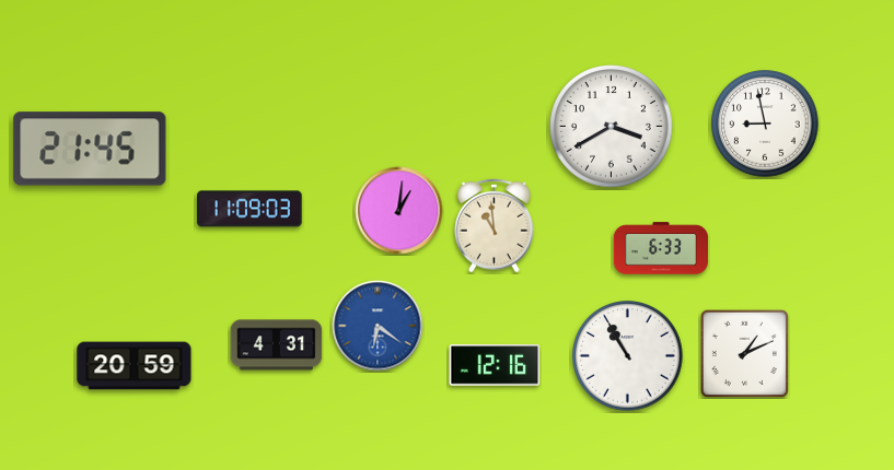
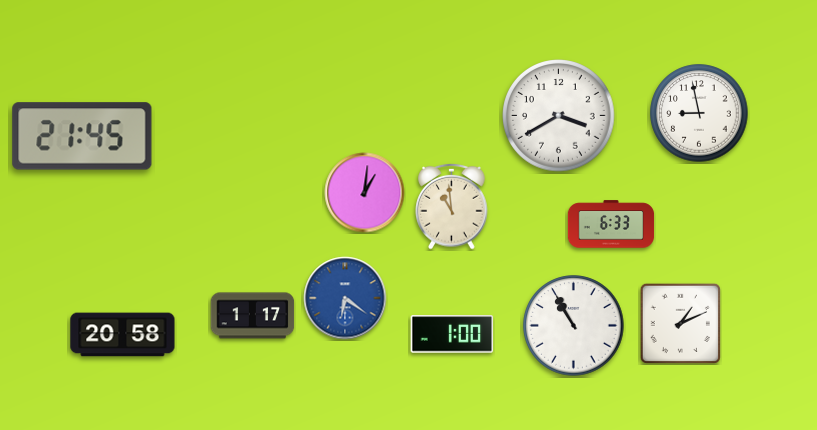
clock at (249, 209): 11:09 -> none
clock at (661, 248) position: (661, 248) -> (611, 224)
clock at (277, 345): 4:31 -> 1:17
clock at (495, 365): 12:16 -> 1:00
clock at (135, 366): 20:59 -> 20:58
